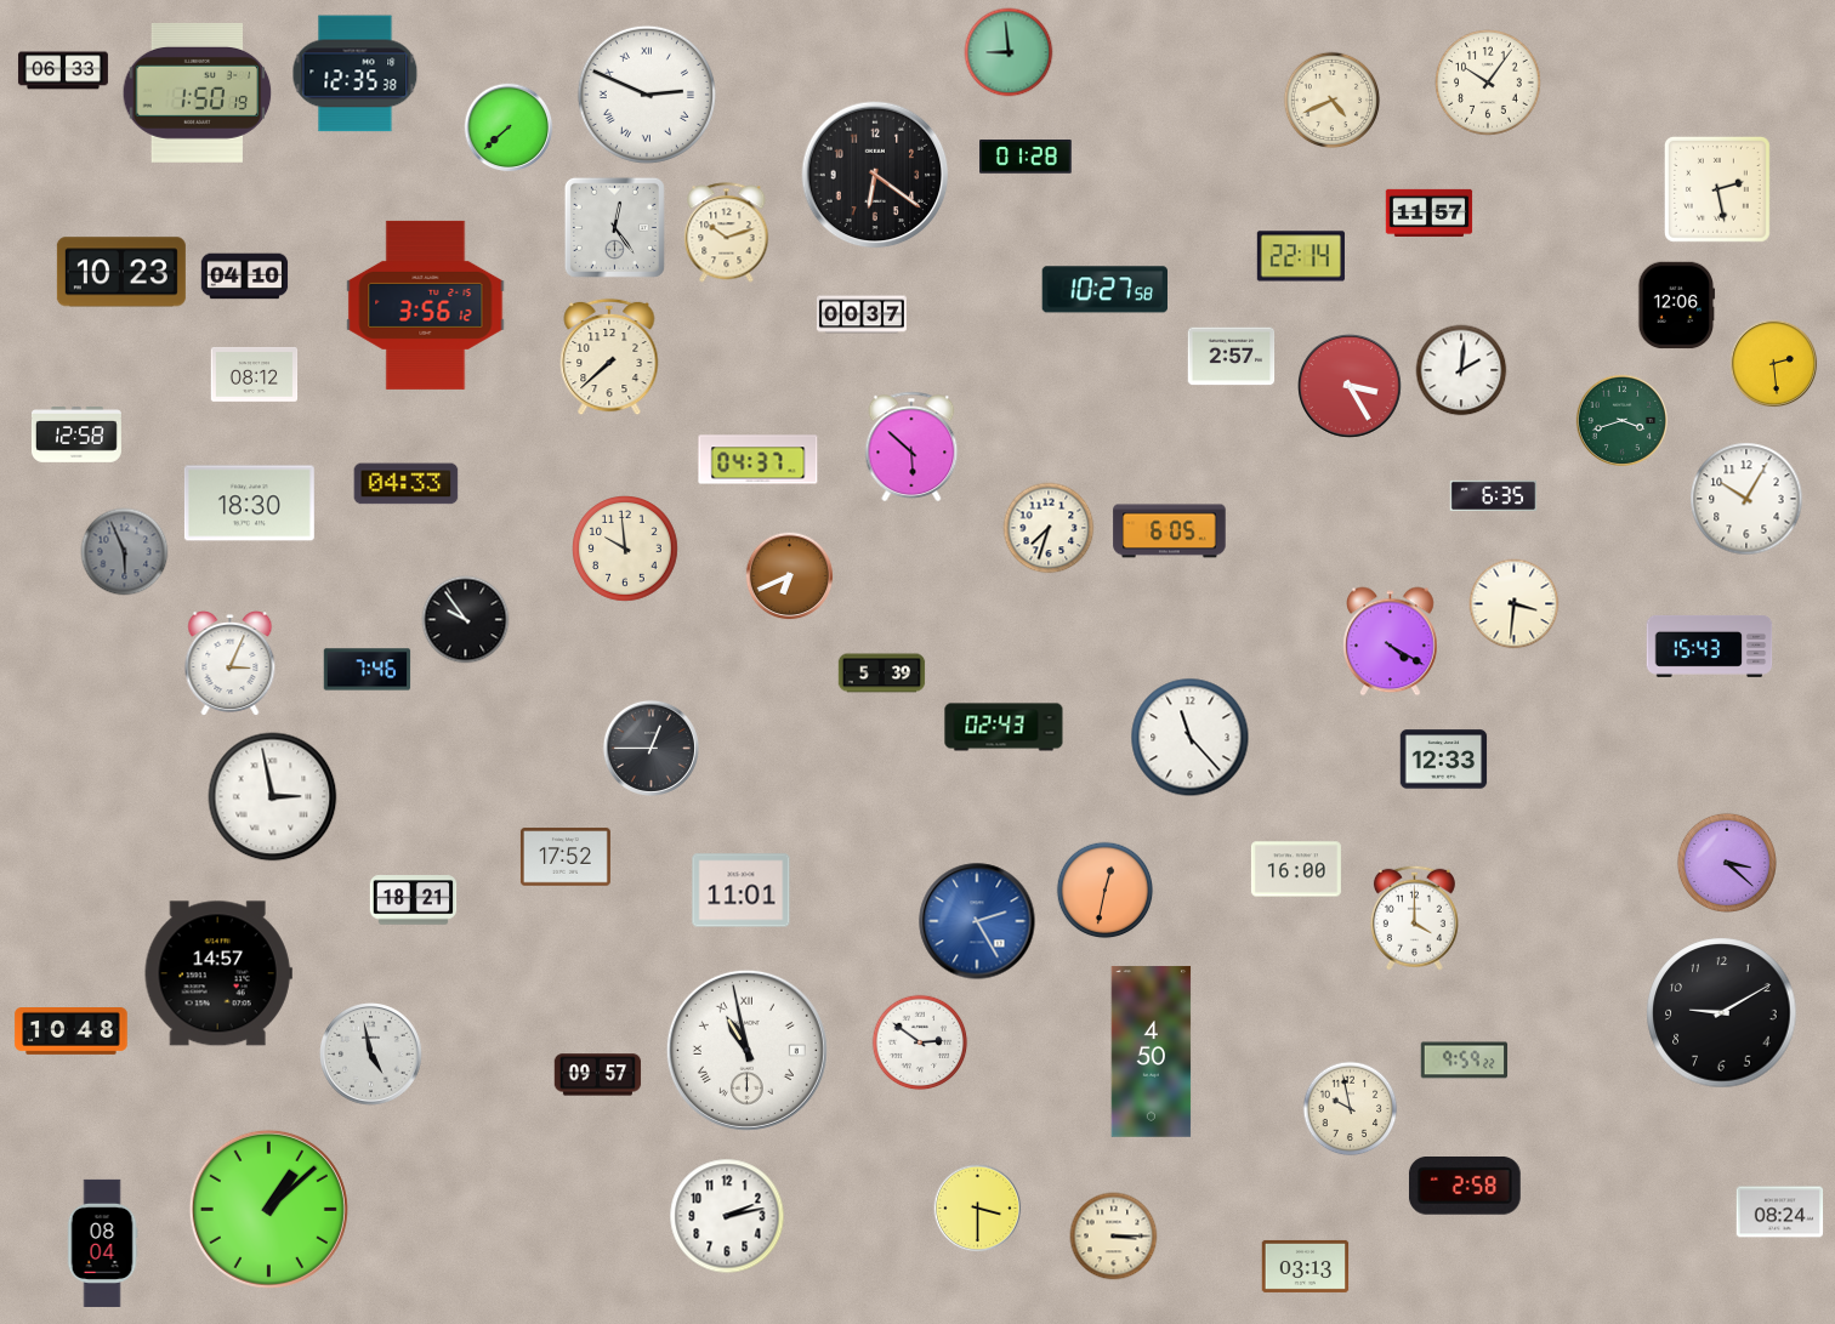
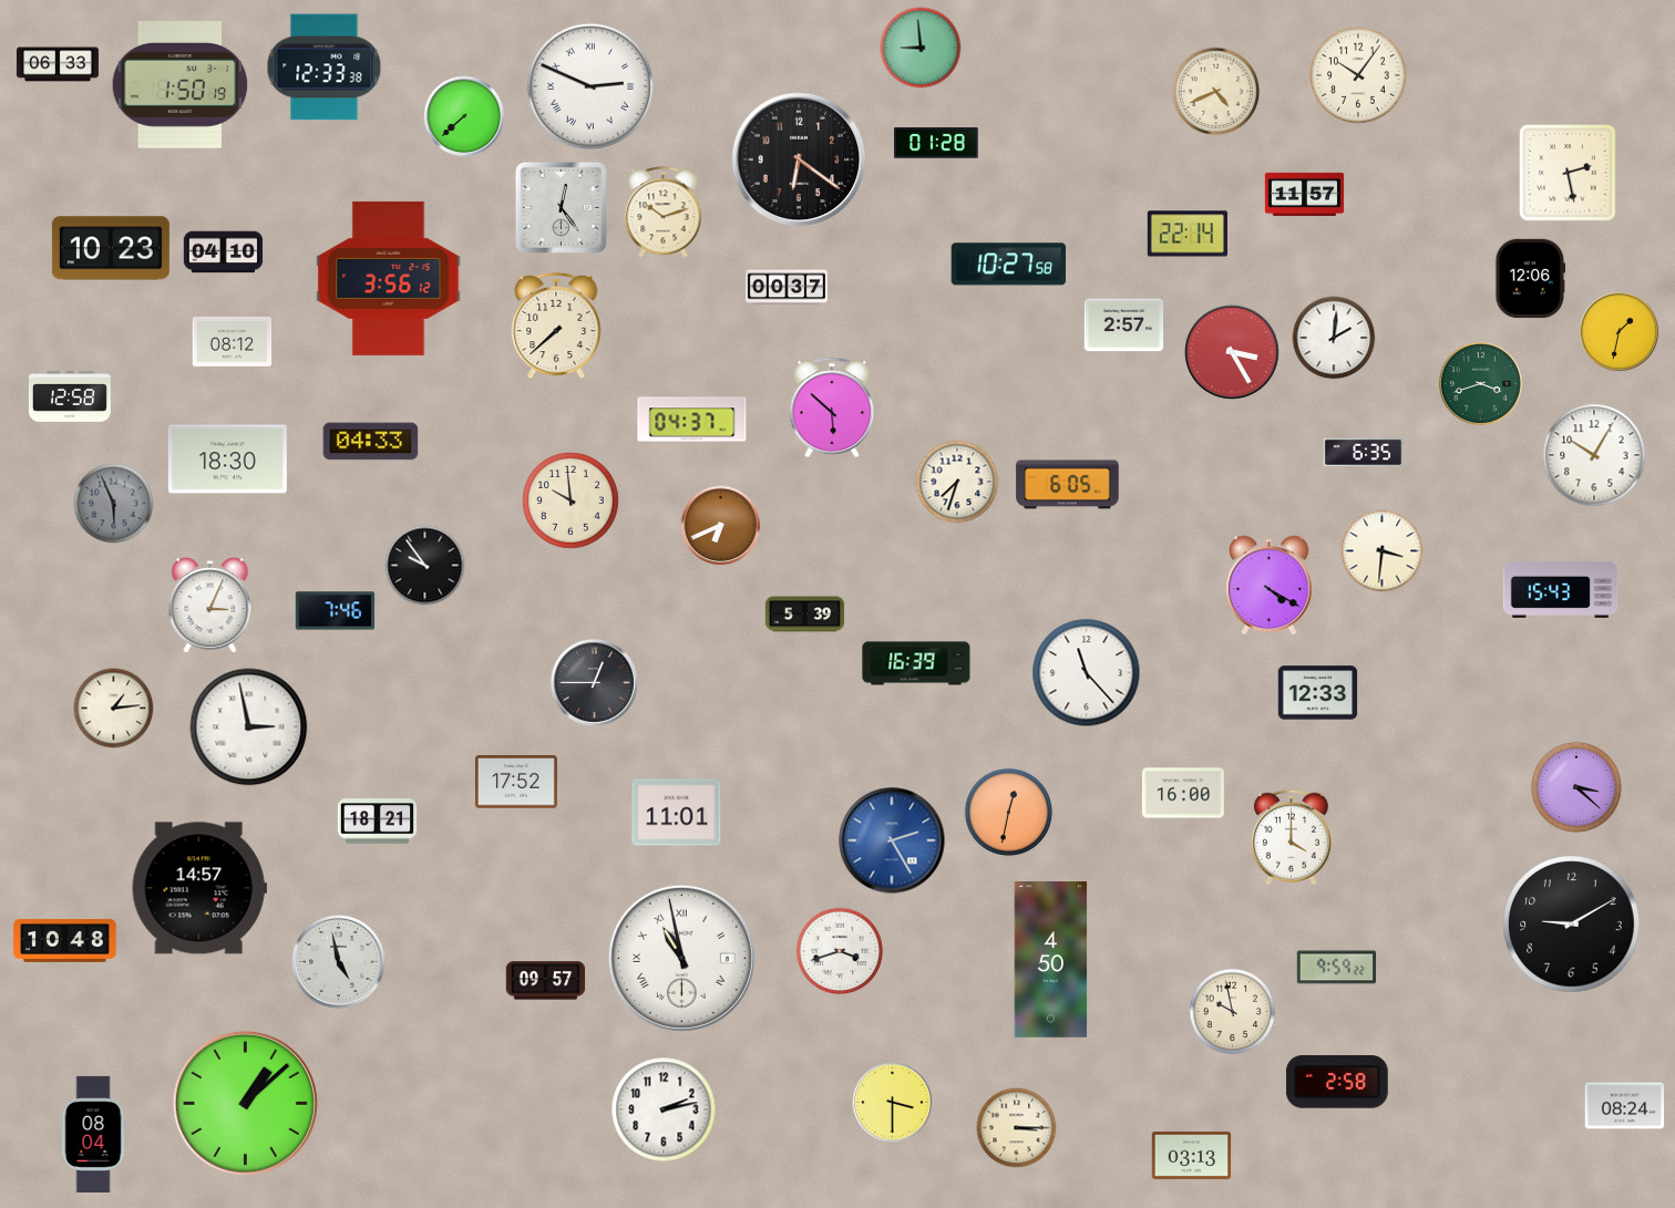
clock at (356, 74): 12:35 -> 12:33
clock at (1774, 364): 2:29 -> 1:32
clock at (1004, 727): 02:43 -> 16:39
clock at (114, 709): none -> 1:14
clock at (920, 1042): 2:51 -> 3:42
